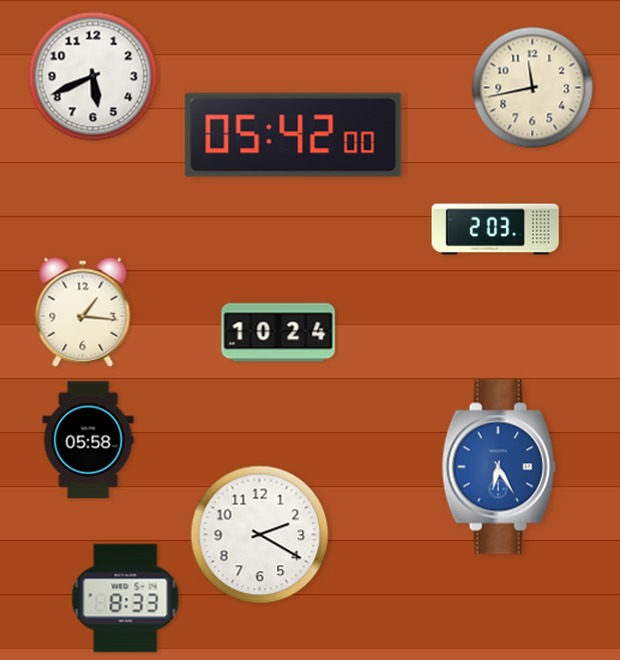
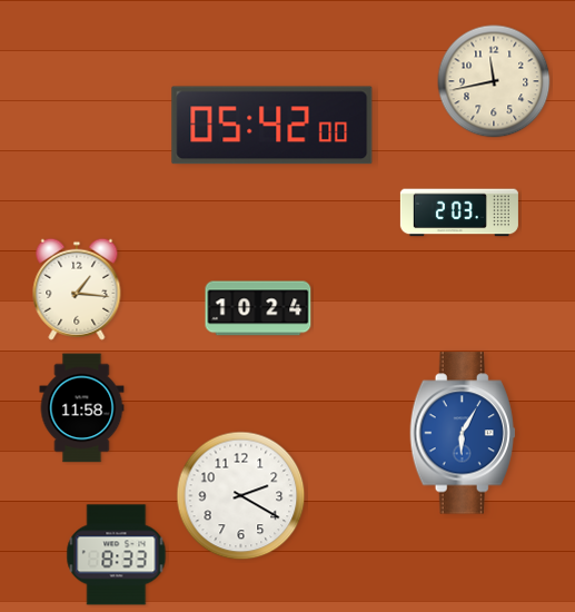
clock at (94, 77): 5:41 -> none
clock at (89, 440): 05:58 -> 11:58
clock at (499, 467): 6:25 -> 6:05
